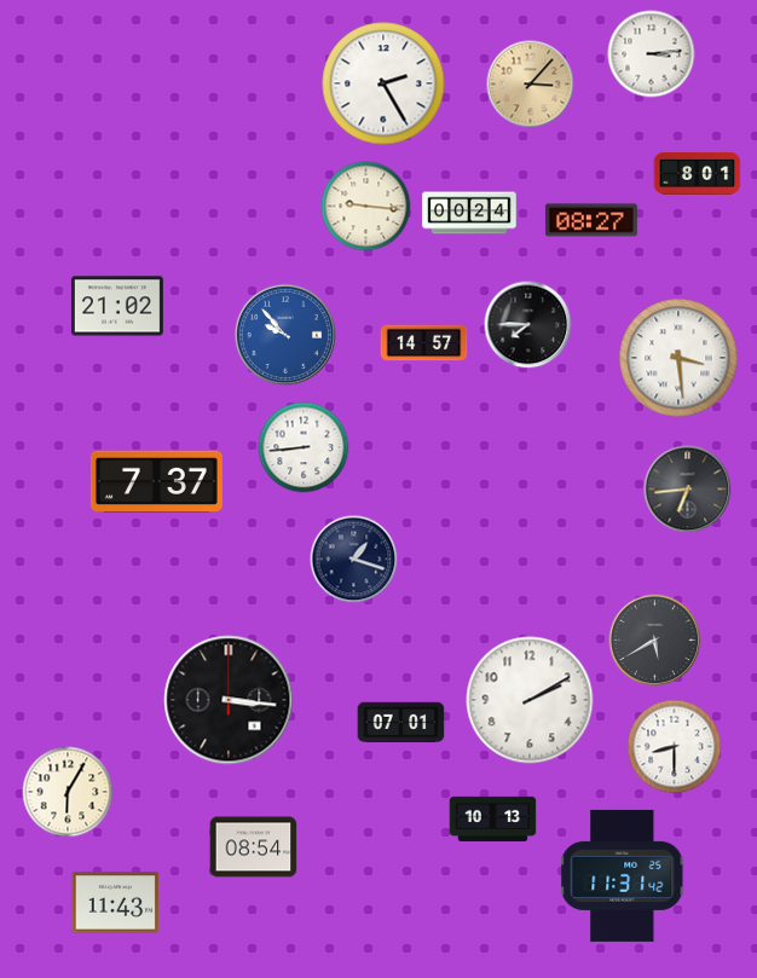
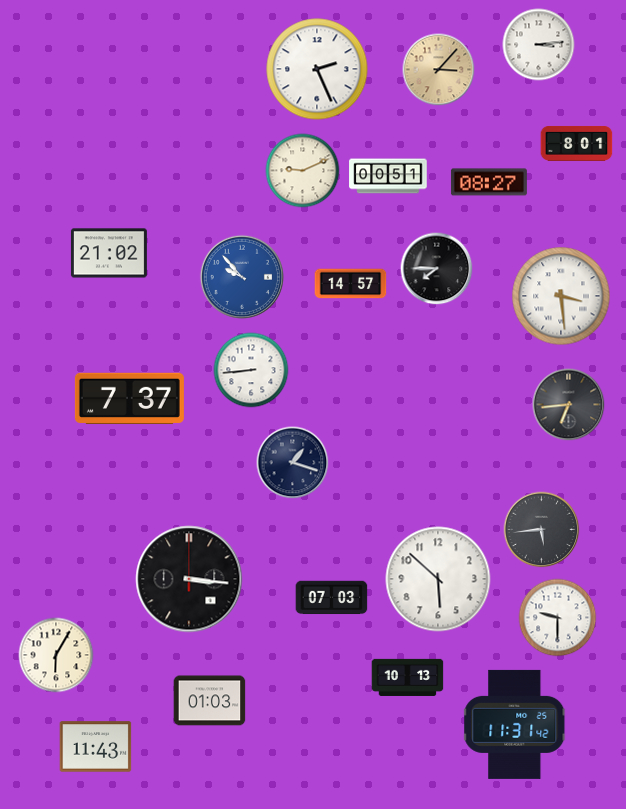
clock at (383, 83): 2:25 -> 2:26
clock at (366, 207): 9:16 -> 9:11
clock at (469, 213): 00:24 -> 00:51
clock at (117, 306) position: (117, 306) -> (109, 253)
clock at (285, 335) position: (285, 335) -> (242, 277)
clock at (655, 641): 5:40 -> 5:44
clock at (530, 700): 2:10 -> 5:52
clock at (401, 723): 07:01 -> 07:03
clock at (675, 747): 8:30 -> 9:30
clock at (254, 847): 08:54 -> 01:03
